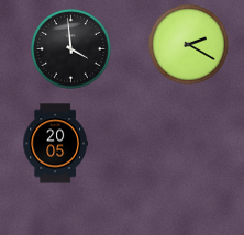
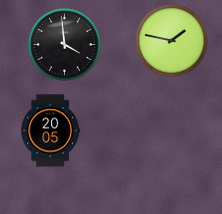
clock at (189, 45): 2:20 -> 1:47
